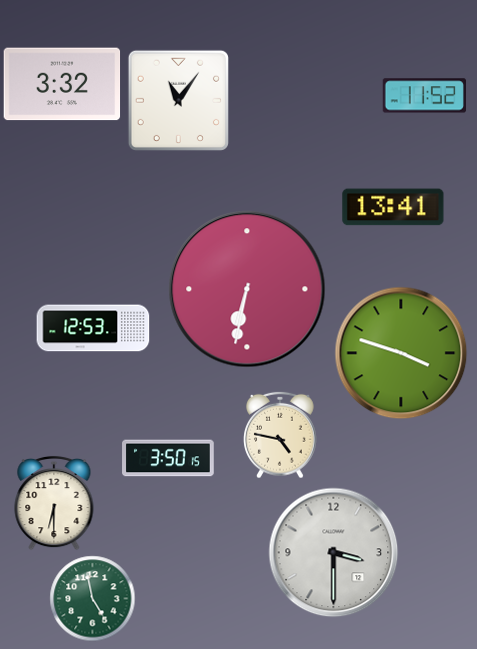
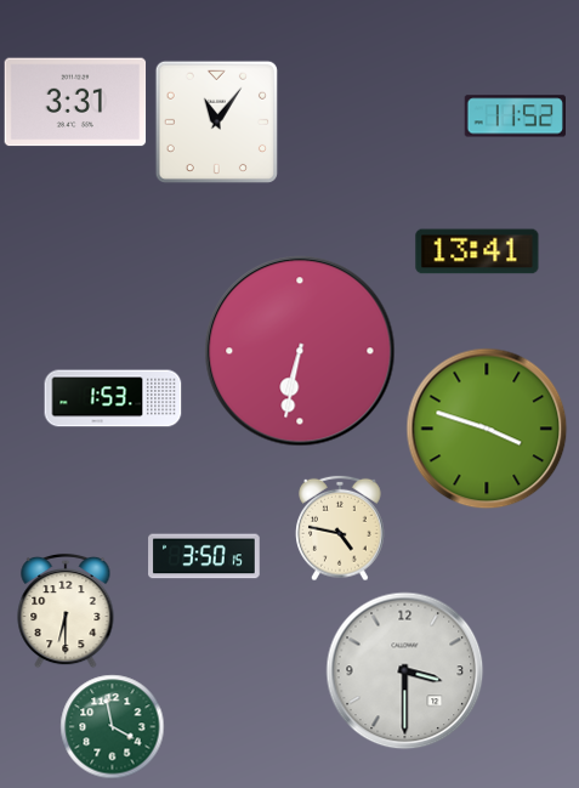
clock at (62, 84): 3:32 -> 3:31
clock at (93, 328): 12:53 -> 1:53
clock at (93, 599): 4:58 -> 3:58
